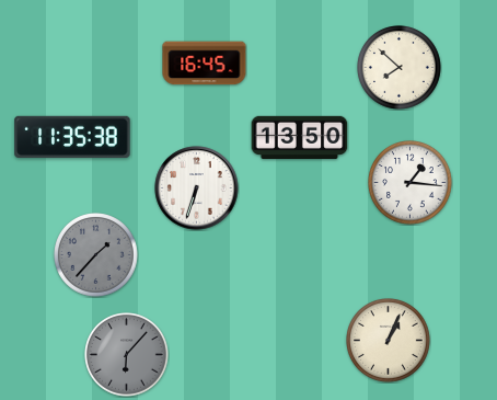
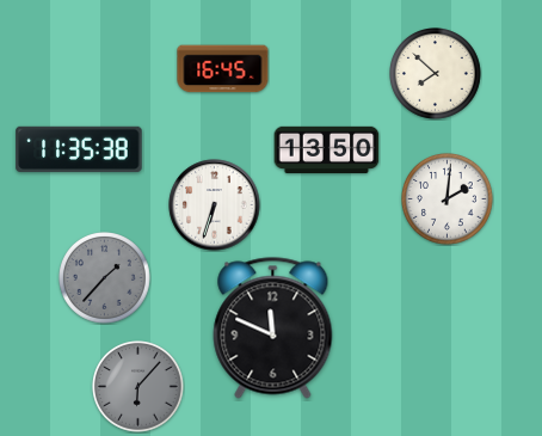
clock at (411, 183): 1:16 -> 2:01
clock at (273, 328): none -> 11:49
clock at (389, 341): 1:04 -> none
